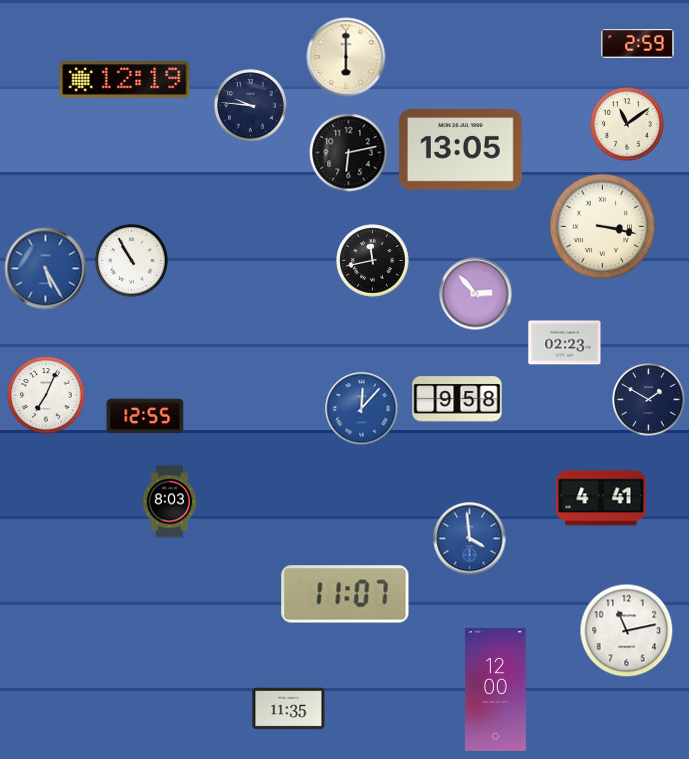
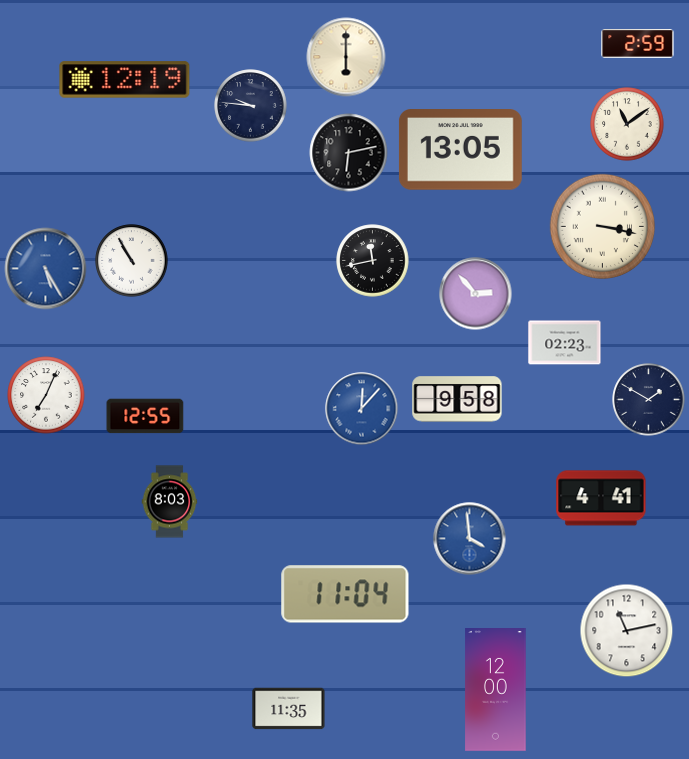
clock at (345, 594): 11:07 -> 11:04
